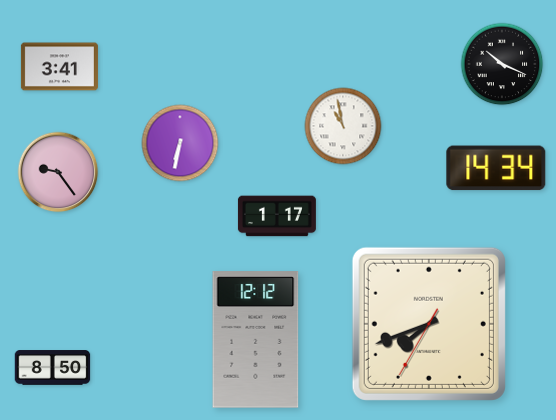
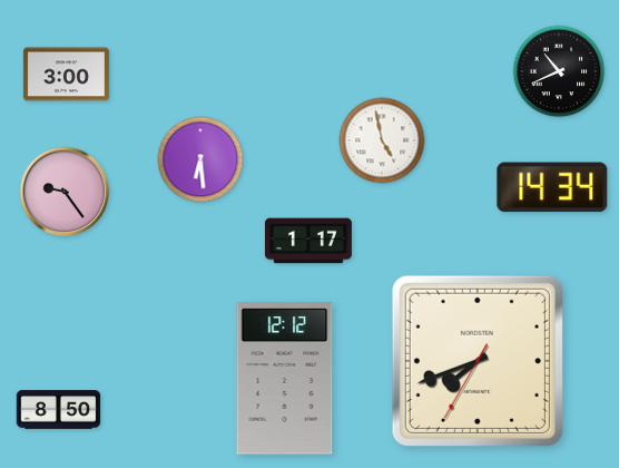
clock at (502, 64): 10:19 -> 10:41
clock at (59, 67): 3:41 -> 3:00
clock at (343, 126): 10:58 -> 4:58
clock at (180, 143): 6:32 -> 6:29
